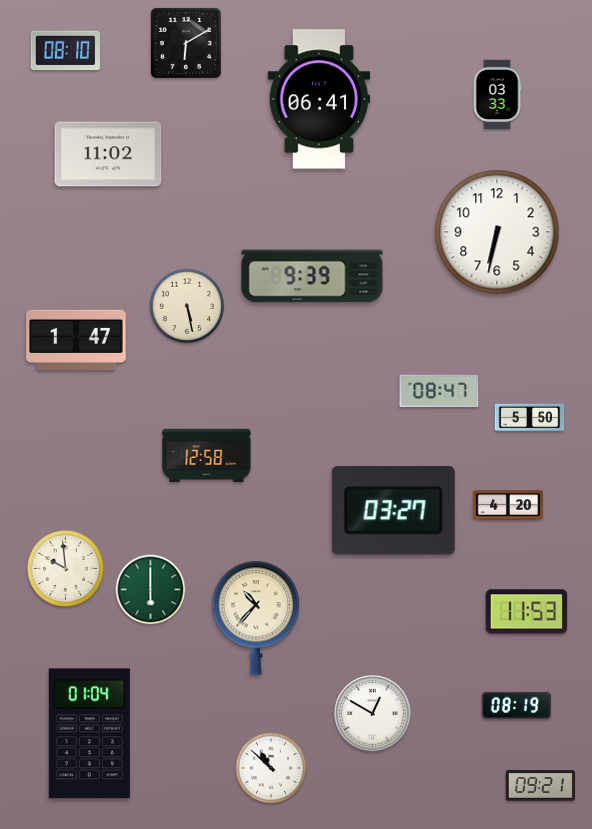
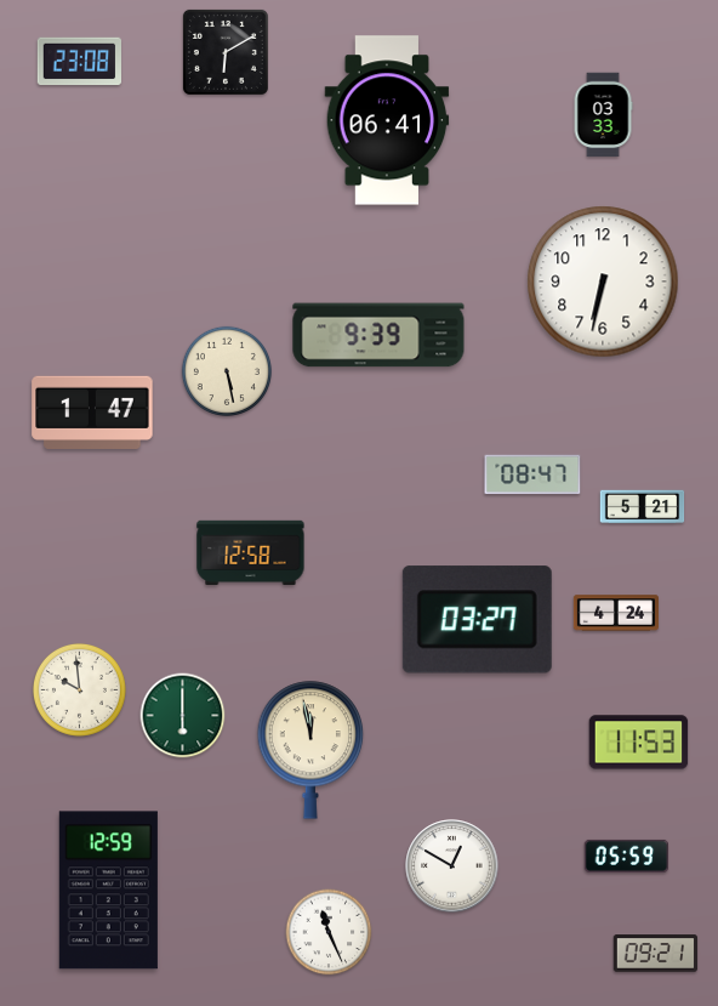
clock at (66, 51): 08:10 -> 23:08
clock at (108, 154): 11:02 -> none
clock at (530, 418): 5:50 -> 5:21
clock at (507, 505): 4:20 -> 4:24
clock at (256, 618): 10:37 -> 11:58
clock at (516, 705): 08:19 -> 05:59
clock at (89, 734): 01:04 -> 12:59
clock at (271, 768): 10:52 -> 11:26
